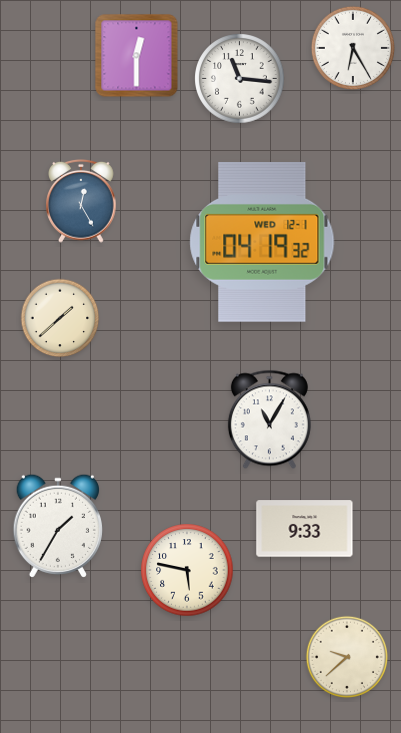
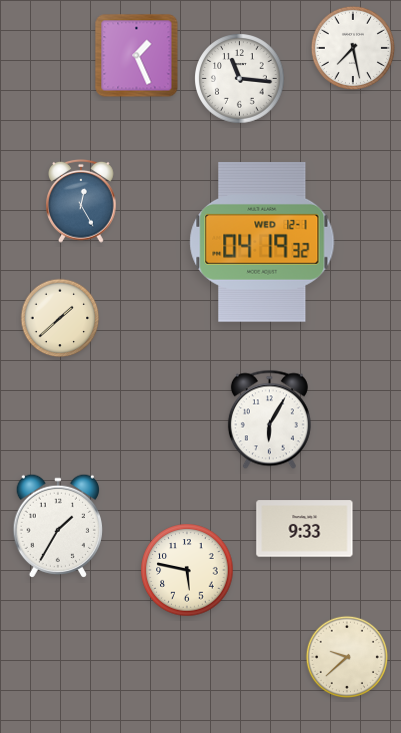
clock at (353, 48): 6:25 -> 7:28
clock at (137, 56): 12:30 -> 1:26
clock at (269, 420): 11:05 -> 6:05
